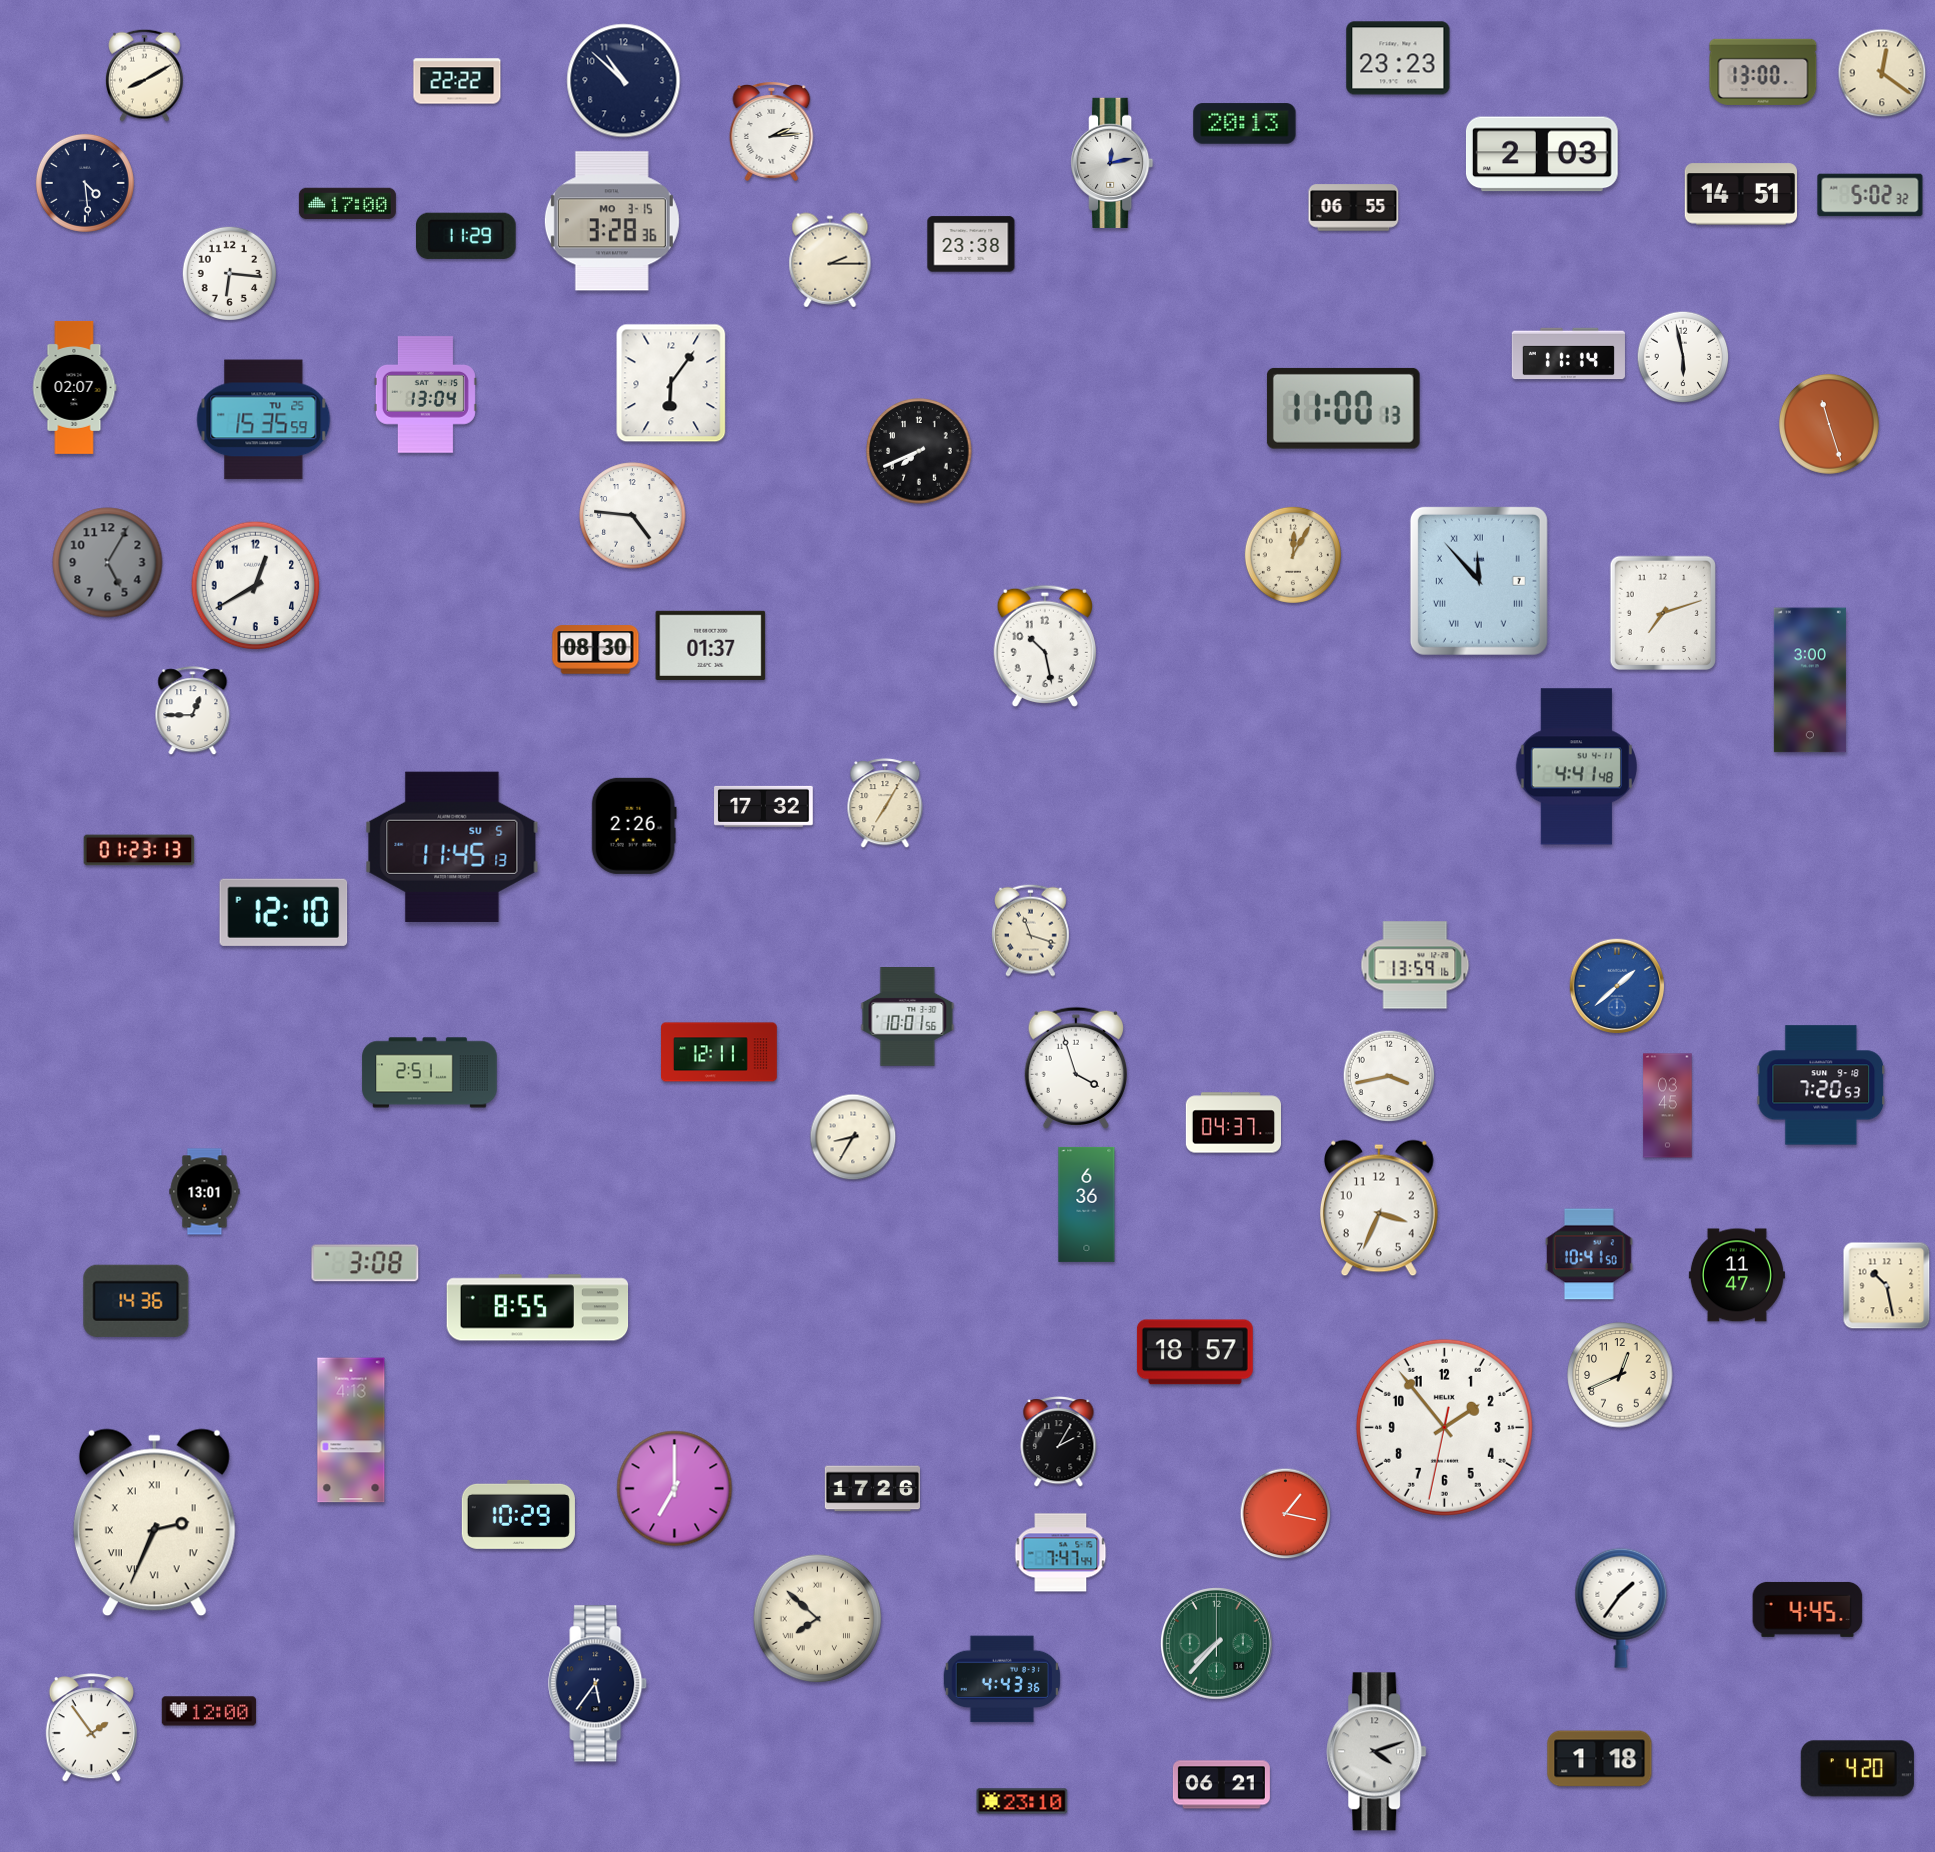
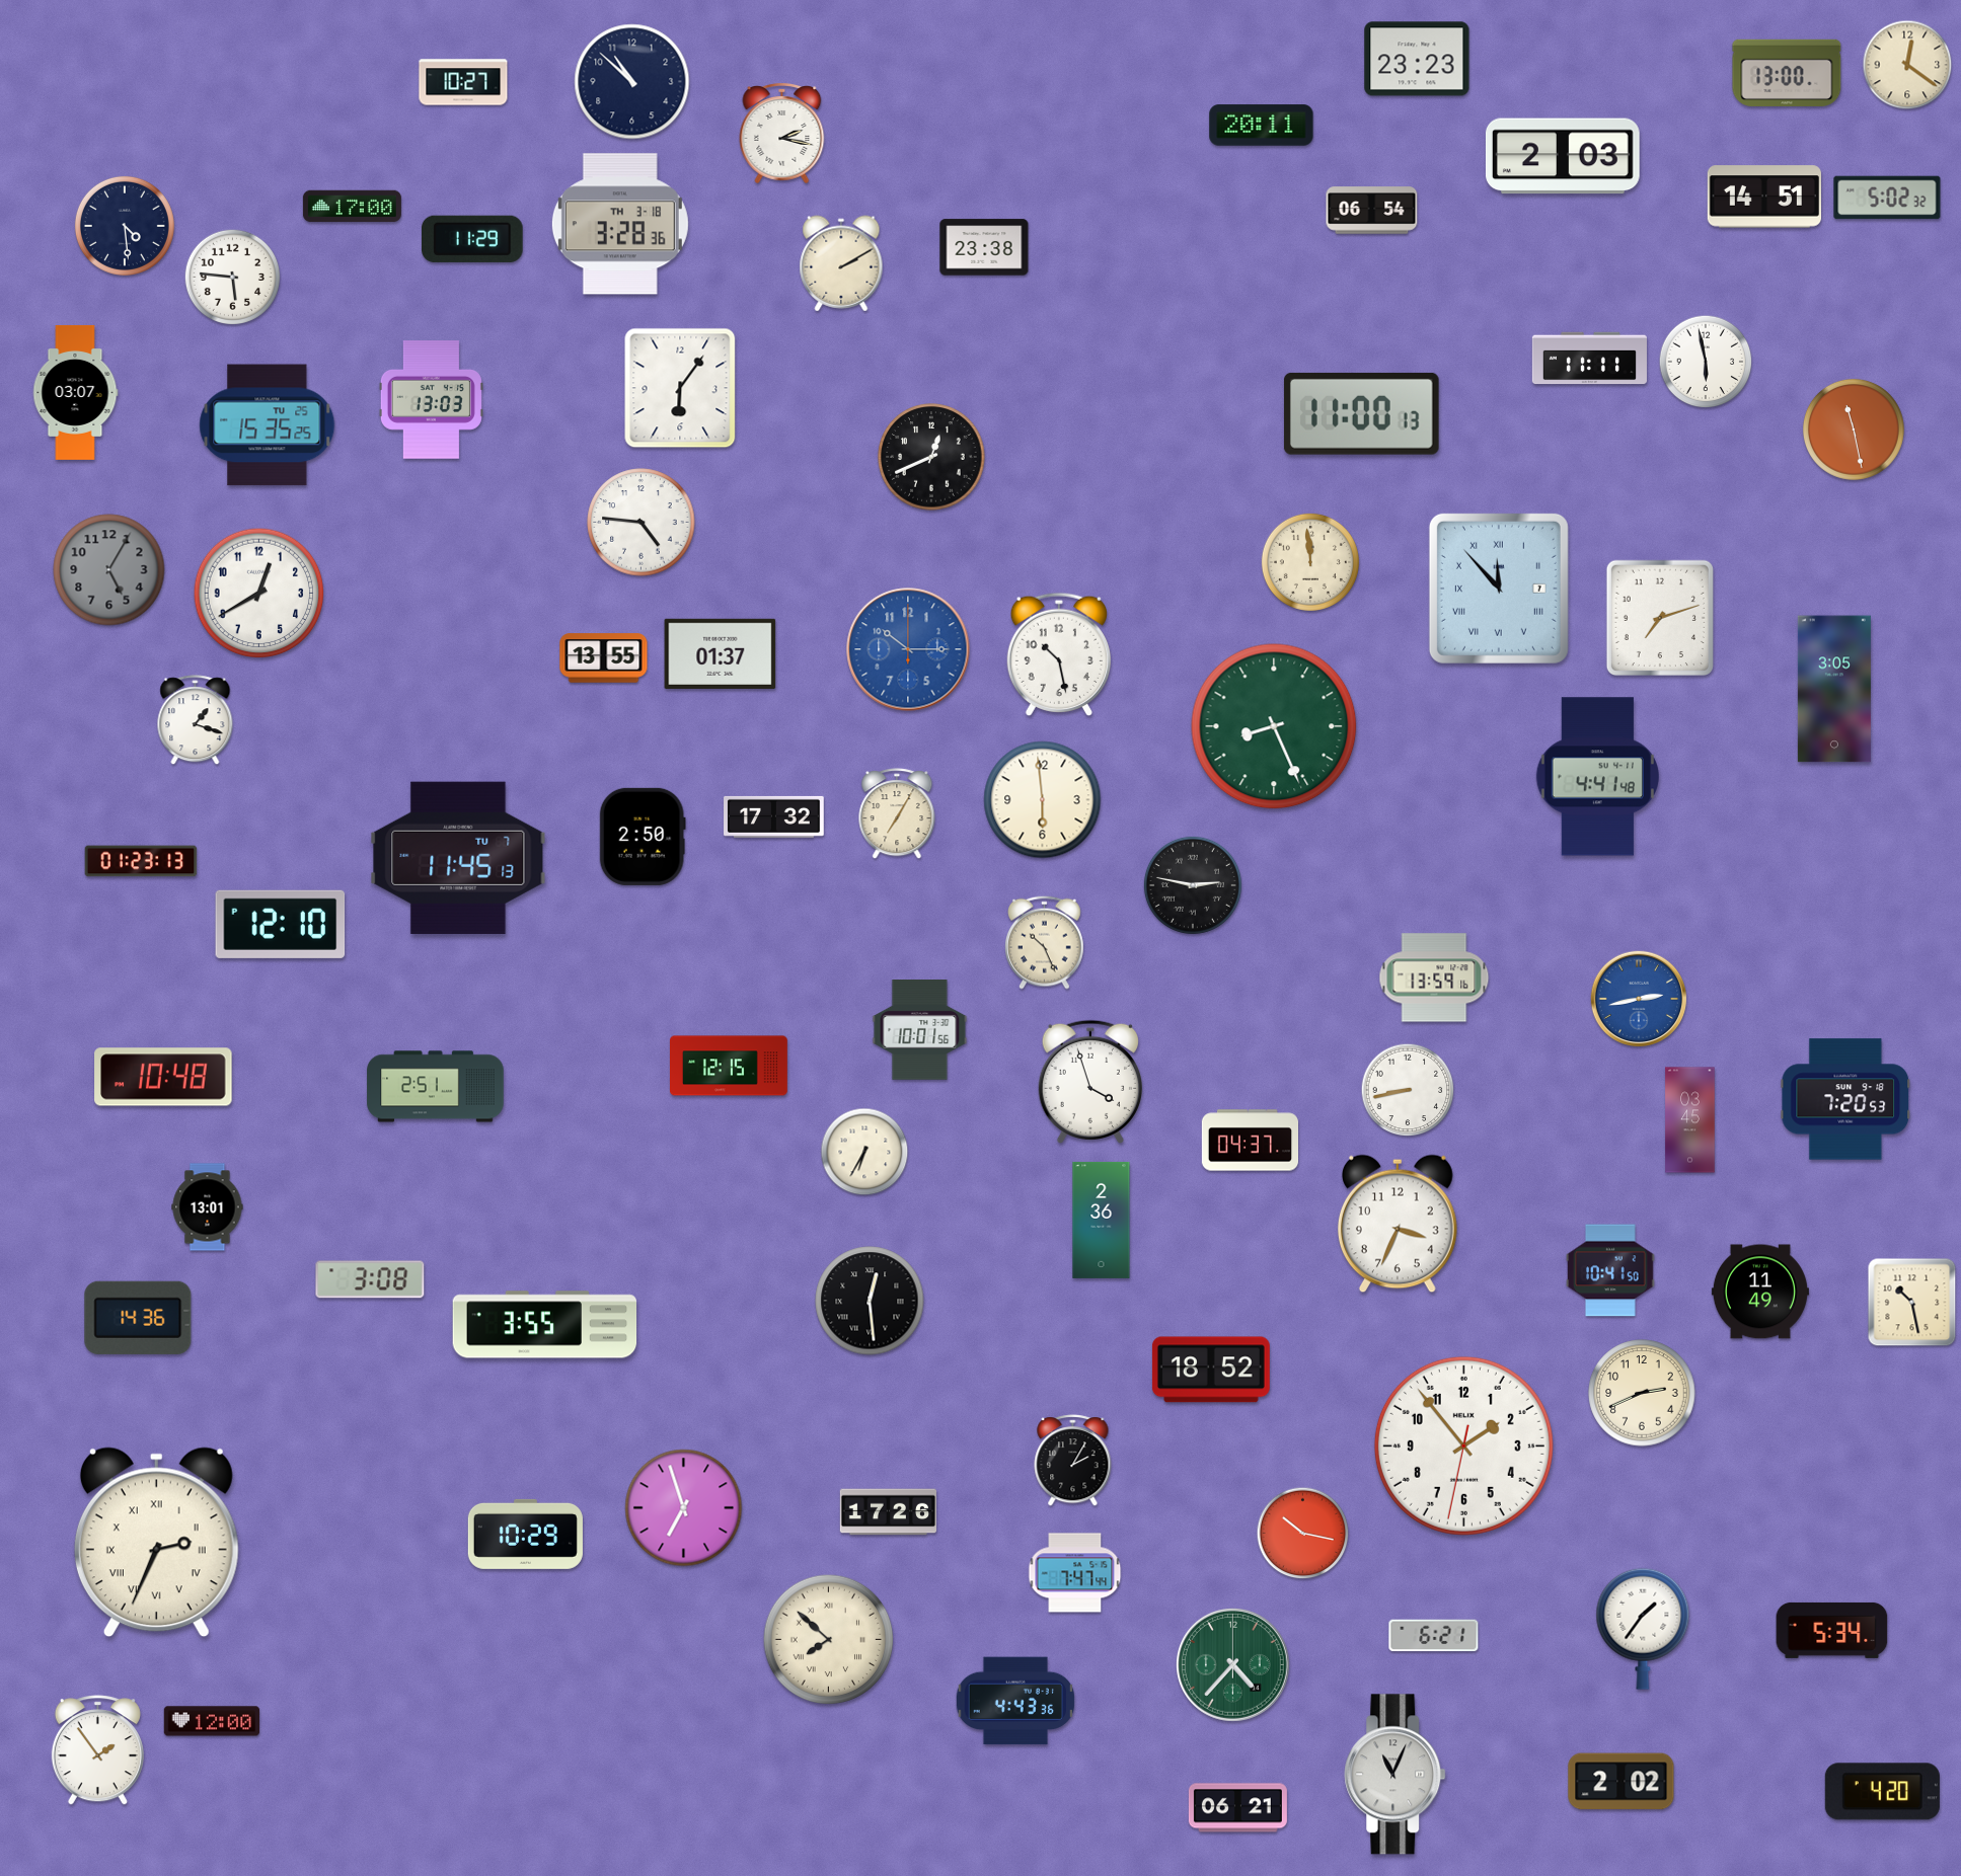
clock at (1882, 73) position: (1882, 73) -> (1907, 65)
clock at (145, 75): 8:10 -> none
clock at (457, 81): 22:22 -> 10:27
clock at (1245, 124): 20:13 -> 20:11
clock at (772, 132): 2:14 -> 2:17
clock at (1112, 163): 12:13 -> none
clock at (85, 183) position: (85, 183) -> (125, 226)
clock at (1870, 195) position: (1870, 195) -> (1887, 198)
clock at (1354, 208): 06:55 -> 06:54
clock at (612, 221) date: MO 3-15 -> TH 3-18
clock at (830, 260): 2:15 -> 2:10
clock at (229, 273): 6:16 -> 5:46
clock at (1568, 354): 11:14 -> 11:11
clock at (74, 387): 02:07 -> 03:07
clock at (425, 395): 13:04 -> 13:03
clock at (264, 420): 15:35:59 -> 15:35:25
clock at (1829, 424): 11:27 -> 11:28
clock at (919, 451): 7:41 -> 12:41
clock at (1293, 555): 12:05 -> 11:59
clock at (1662, 612) position: (1662, 612) -> (1659, 617)
clock at (908, 649): none -> 10:15
clock at (596, 650): 08:30 -> 13:55
clock at (1810, 680): 3:00 -> 3:05
clock at (193, 711): 12:45 -> 1:18
clock at (1274, 726): none -> 8:26
clock at (1043, 800): none -> 5:59
clock at (634, 826): 2:26 -> 2:50
clock at (452, 847) date: SU 5 -> TU 7
clock at (1193, 885): none -> 2:47
clock at (284, 912) position: (284, 912) -> (281, 924)
clock at (1031, 930): 11:18 -> 10:26
clock at (1617, 986): 1:38 -> 2:43
clock at (720, 1052): 12:11 -> 12:15
clock at (163, 1077): none -> 10:48
clock at (1389, 1076): 3:43 -> 8:43
clock at (1233, 1123) position: (1233, 1123) -> (1250, 1141)
clock at (853, 1137): 8:35 -> 6:35
clock at (1087, 1204): 6:36 -> 2:36
clock at (1737, 1275): 11:47 -> 11:49
clock at (870, 1301): none -> 12:29
clock at (538, 1308): 8:55 -> 3:55
clock at (1195, 1352): 18:57 -> 18:52
clock at (1620, 1375): 12:41 -> 2:41
clock at (351, 1430): 4:13 -> none
clock at (675, 1489): 7:00 -> 6:57
clock at (872, 1489) position: (872, 1489) -> (888, 1512)
clock at (1286, 1514): 1:17 -> 10:17
clock at (1808, 1609): 4:45 -> 5:34
clock at (1434, 1636): none -> 6:21
clock at (1217, 1644): 7:37 -> 4:37
clock at (598, 1684): 5:36 -> none
clock at (209, 1711) position: (209, 1711) -> (212, 1721)
clock at (91, 1728) position: (91, 1728) -> (97, 1750)
clock at (1377, 1752): 4:12 -> 11:04
clock at (1600, 1759): 1:18 -> 2:02
clock at (1022, 1801): 23:10 -> none
